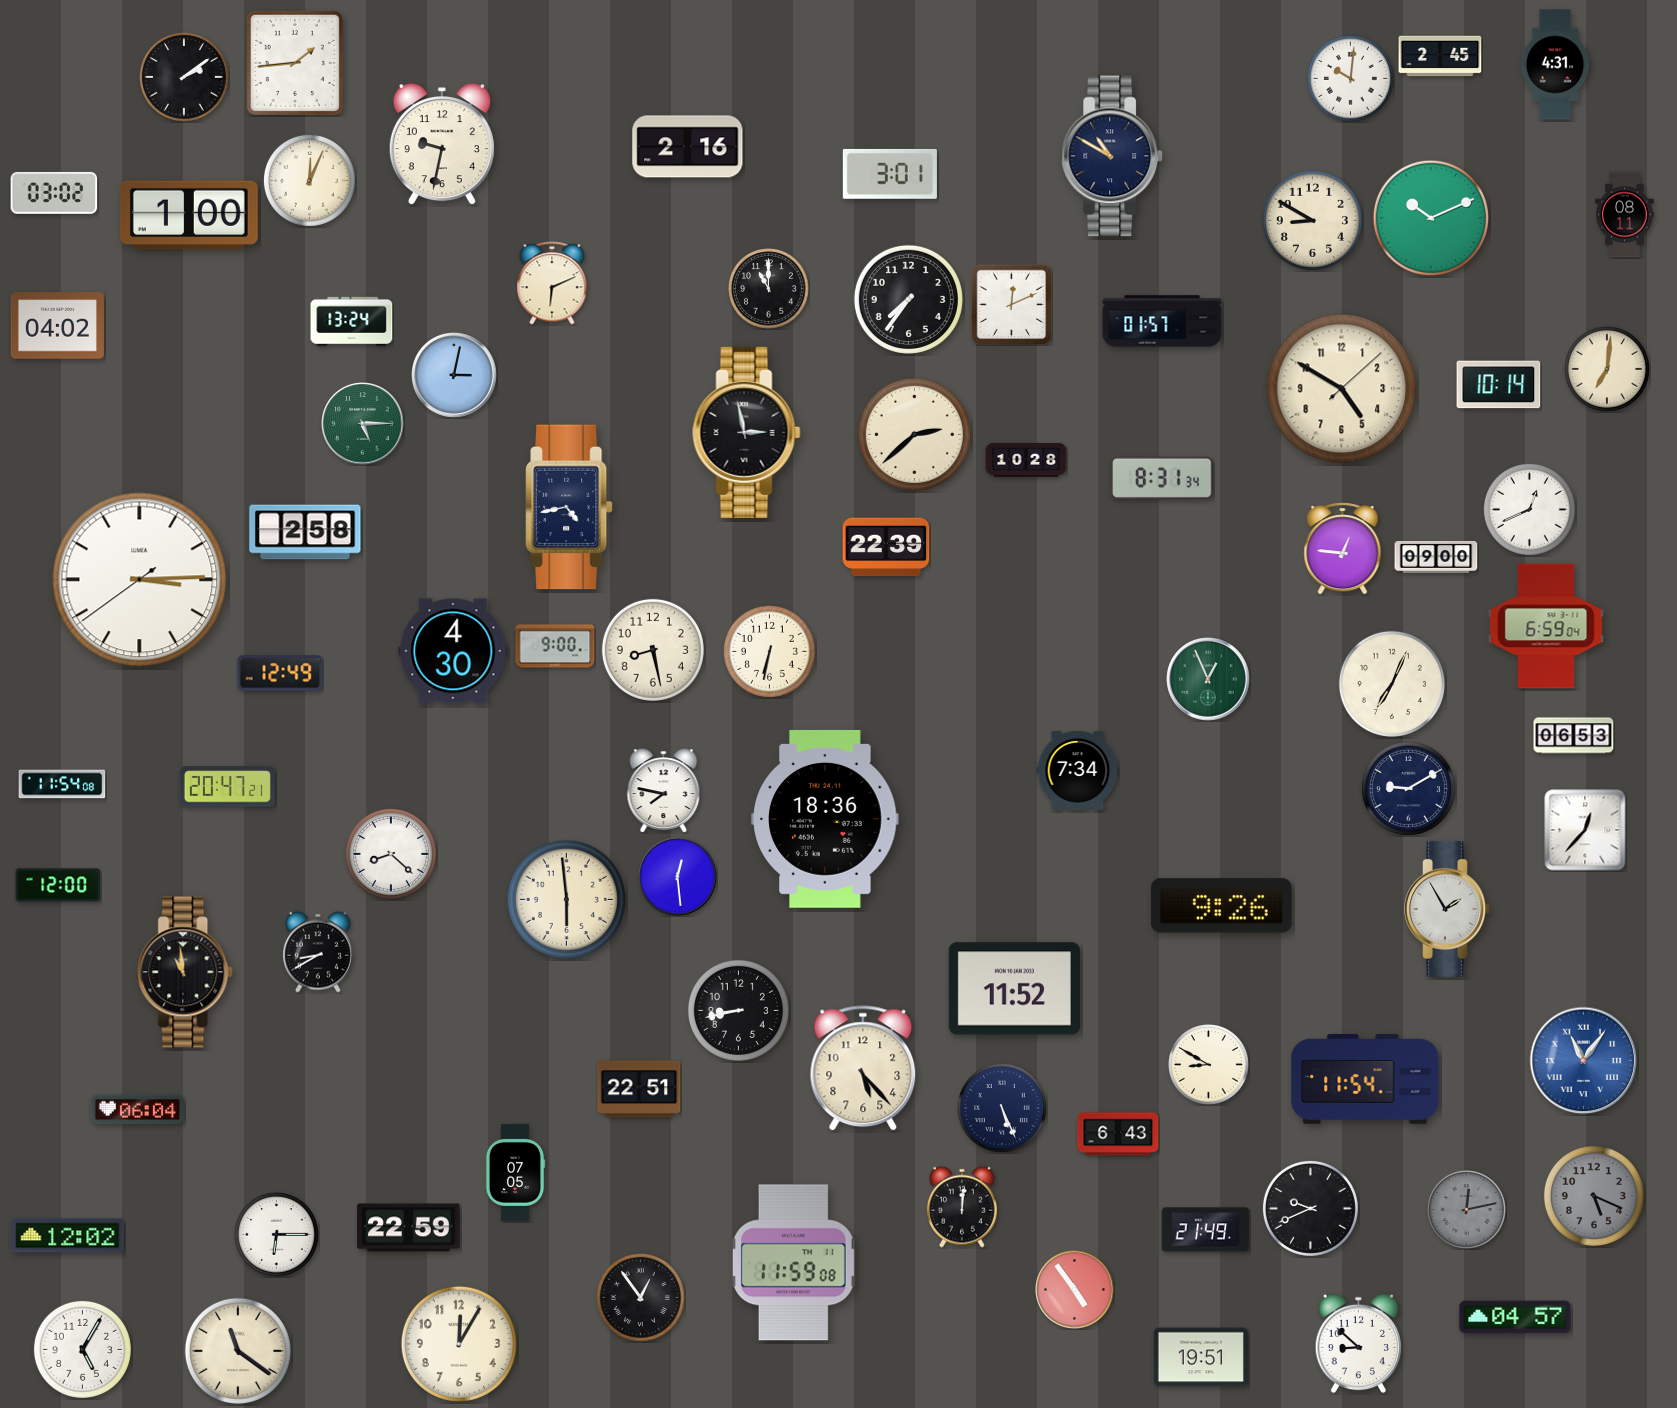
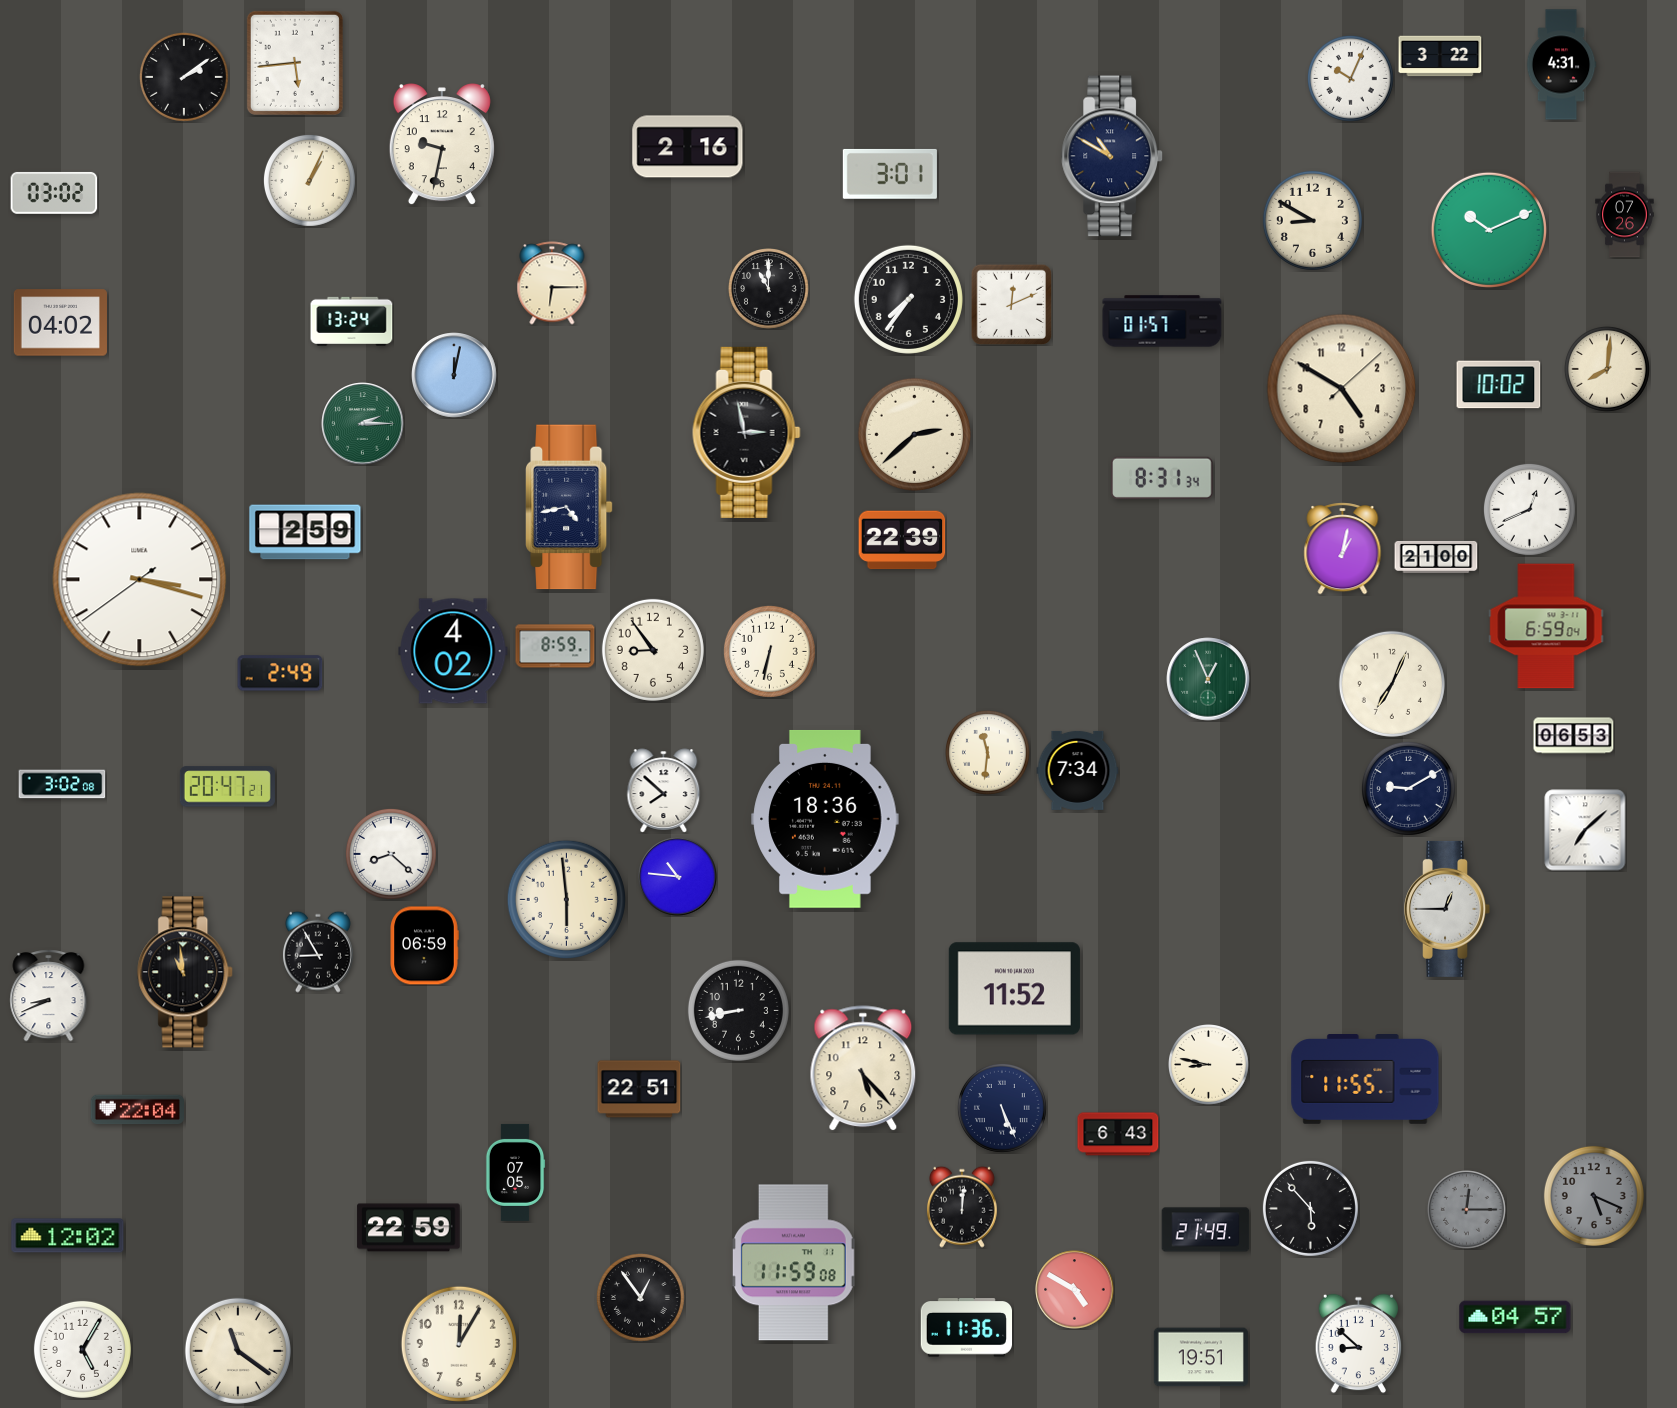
clock at (1440, 56): 2:45 -> 3:22
clock at (295, 63): 1:44 -> 5:44
clock at (1555, 65) position: (1555, 65) -> (1561, 65)
clock at (1350, 78): 10:01 -> 10:04
clock at (309, 180): 12:04 -> 1:04
clock at (189, 215): 1:00 -> none
clock at (1625, 215): 08:11 -> 07:26
clock at (1431, 218) position: (1431, 218) -> (1489, 230)
clock at (552, 283): 6:11 -> 6:15
clock at (57, 326) position: (57, 326) -> (60, 323)
clock at (1607, 369): 7:01 -> 8:01
clock at (454, 375): 3:02 -> 12:02
clock at (1499, 385): 10:14 -> 10:02
clock at (363, 424): 5:15 -> 2:15
clock at (1026, 460): 10:28 -> none
clock at (305, 532): 2:58 -> 2:59
clock at (886, 547) position: (886, 547) -> (902, 540)
clock at (1343, 549): 12:46 -> 1:02
clock at (1436, 557): 09:00 -> 21:00
clock at (140, 580): 3:14 -> 3:17
clock at (555, 646): 9:00 -> 8:59
clock at (653, 650): 8:28 -> 8:54
clock at (453, 651): 4:30 -> 4:02
clock at (280, 673): 12:49 -> 2:49
clock at (988, 753): none -> 11:31
clock at (62, 784): 11:54 -> 3:02
clock at (664, 791): 7:47 -> 7:52
clock at (1585, 830): 12:37 -> 7:08
clock at (678, 877): 12:29 -> 10:46
clock at (58, 885): 12:00 -> none
clock at (1222, 906): 9:26 -> none
clock at (1447, 909): 1:55 -> 12:45
clock at (424, 946): none -> 06:59
clock at (318, 952): 8:40 -> 8:55
clock at (49, 996): none -> 8:41
clock at (1584, 1061): 11:06 -> none
clock at (1209, 1065): 8:50 -> 8:47
clock at (1365, 1080): 11:54 -> 11:55
clock at (137, 1110): 06:04 -> 22:04
clock at (1310, 1208): 9:41 -> 5:53
clock at (1467, 1210): 12:13 -> 12:15
clock at (277, 1235): 6:15 -> none
clock at (1075, 1290): 4:54 -> 4:50
clock at (966, 1328): none -> 11:36
